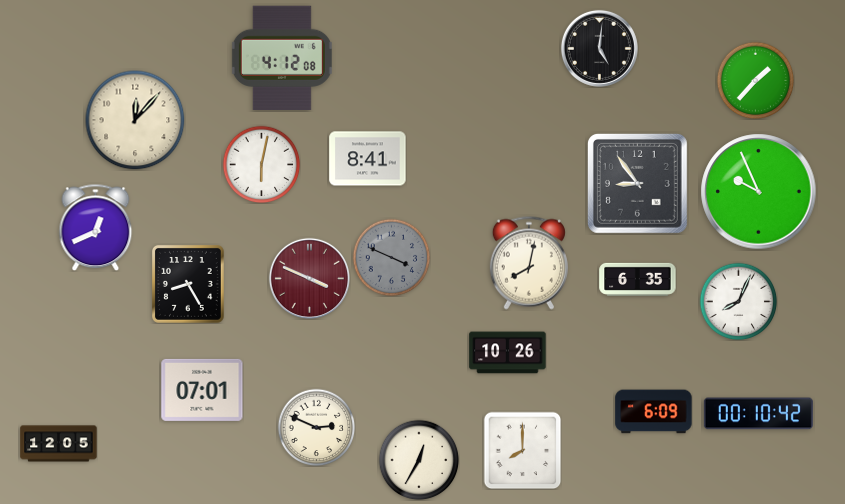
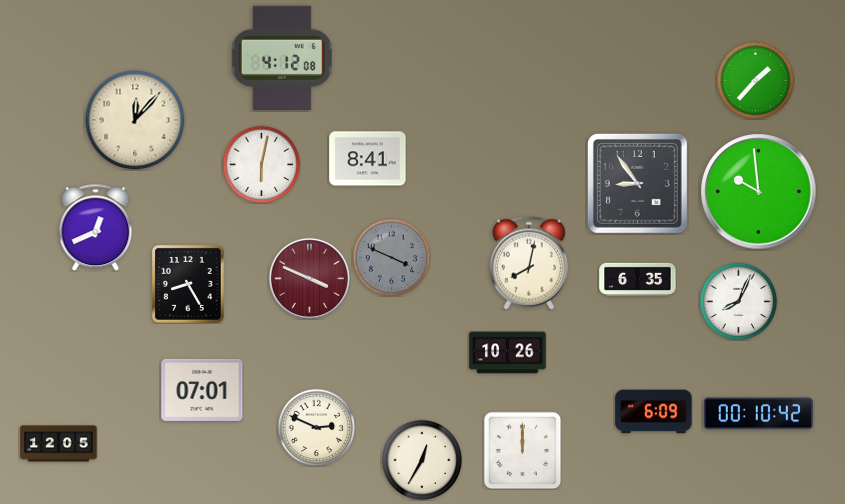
clock at (599, 48): 5:01 -> none
clock at (759, 192): 9:56 -> 9:59
clock at (522, 450): 8:00 -> 12:00
clock at (419, 460) position: (419, 460) -> (422, 460)
